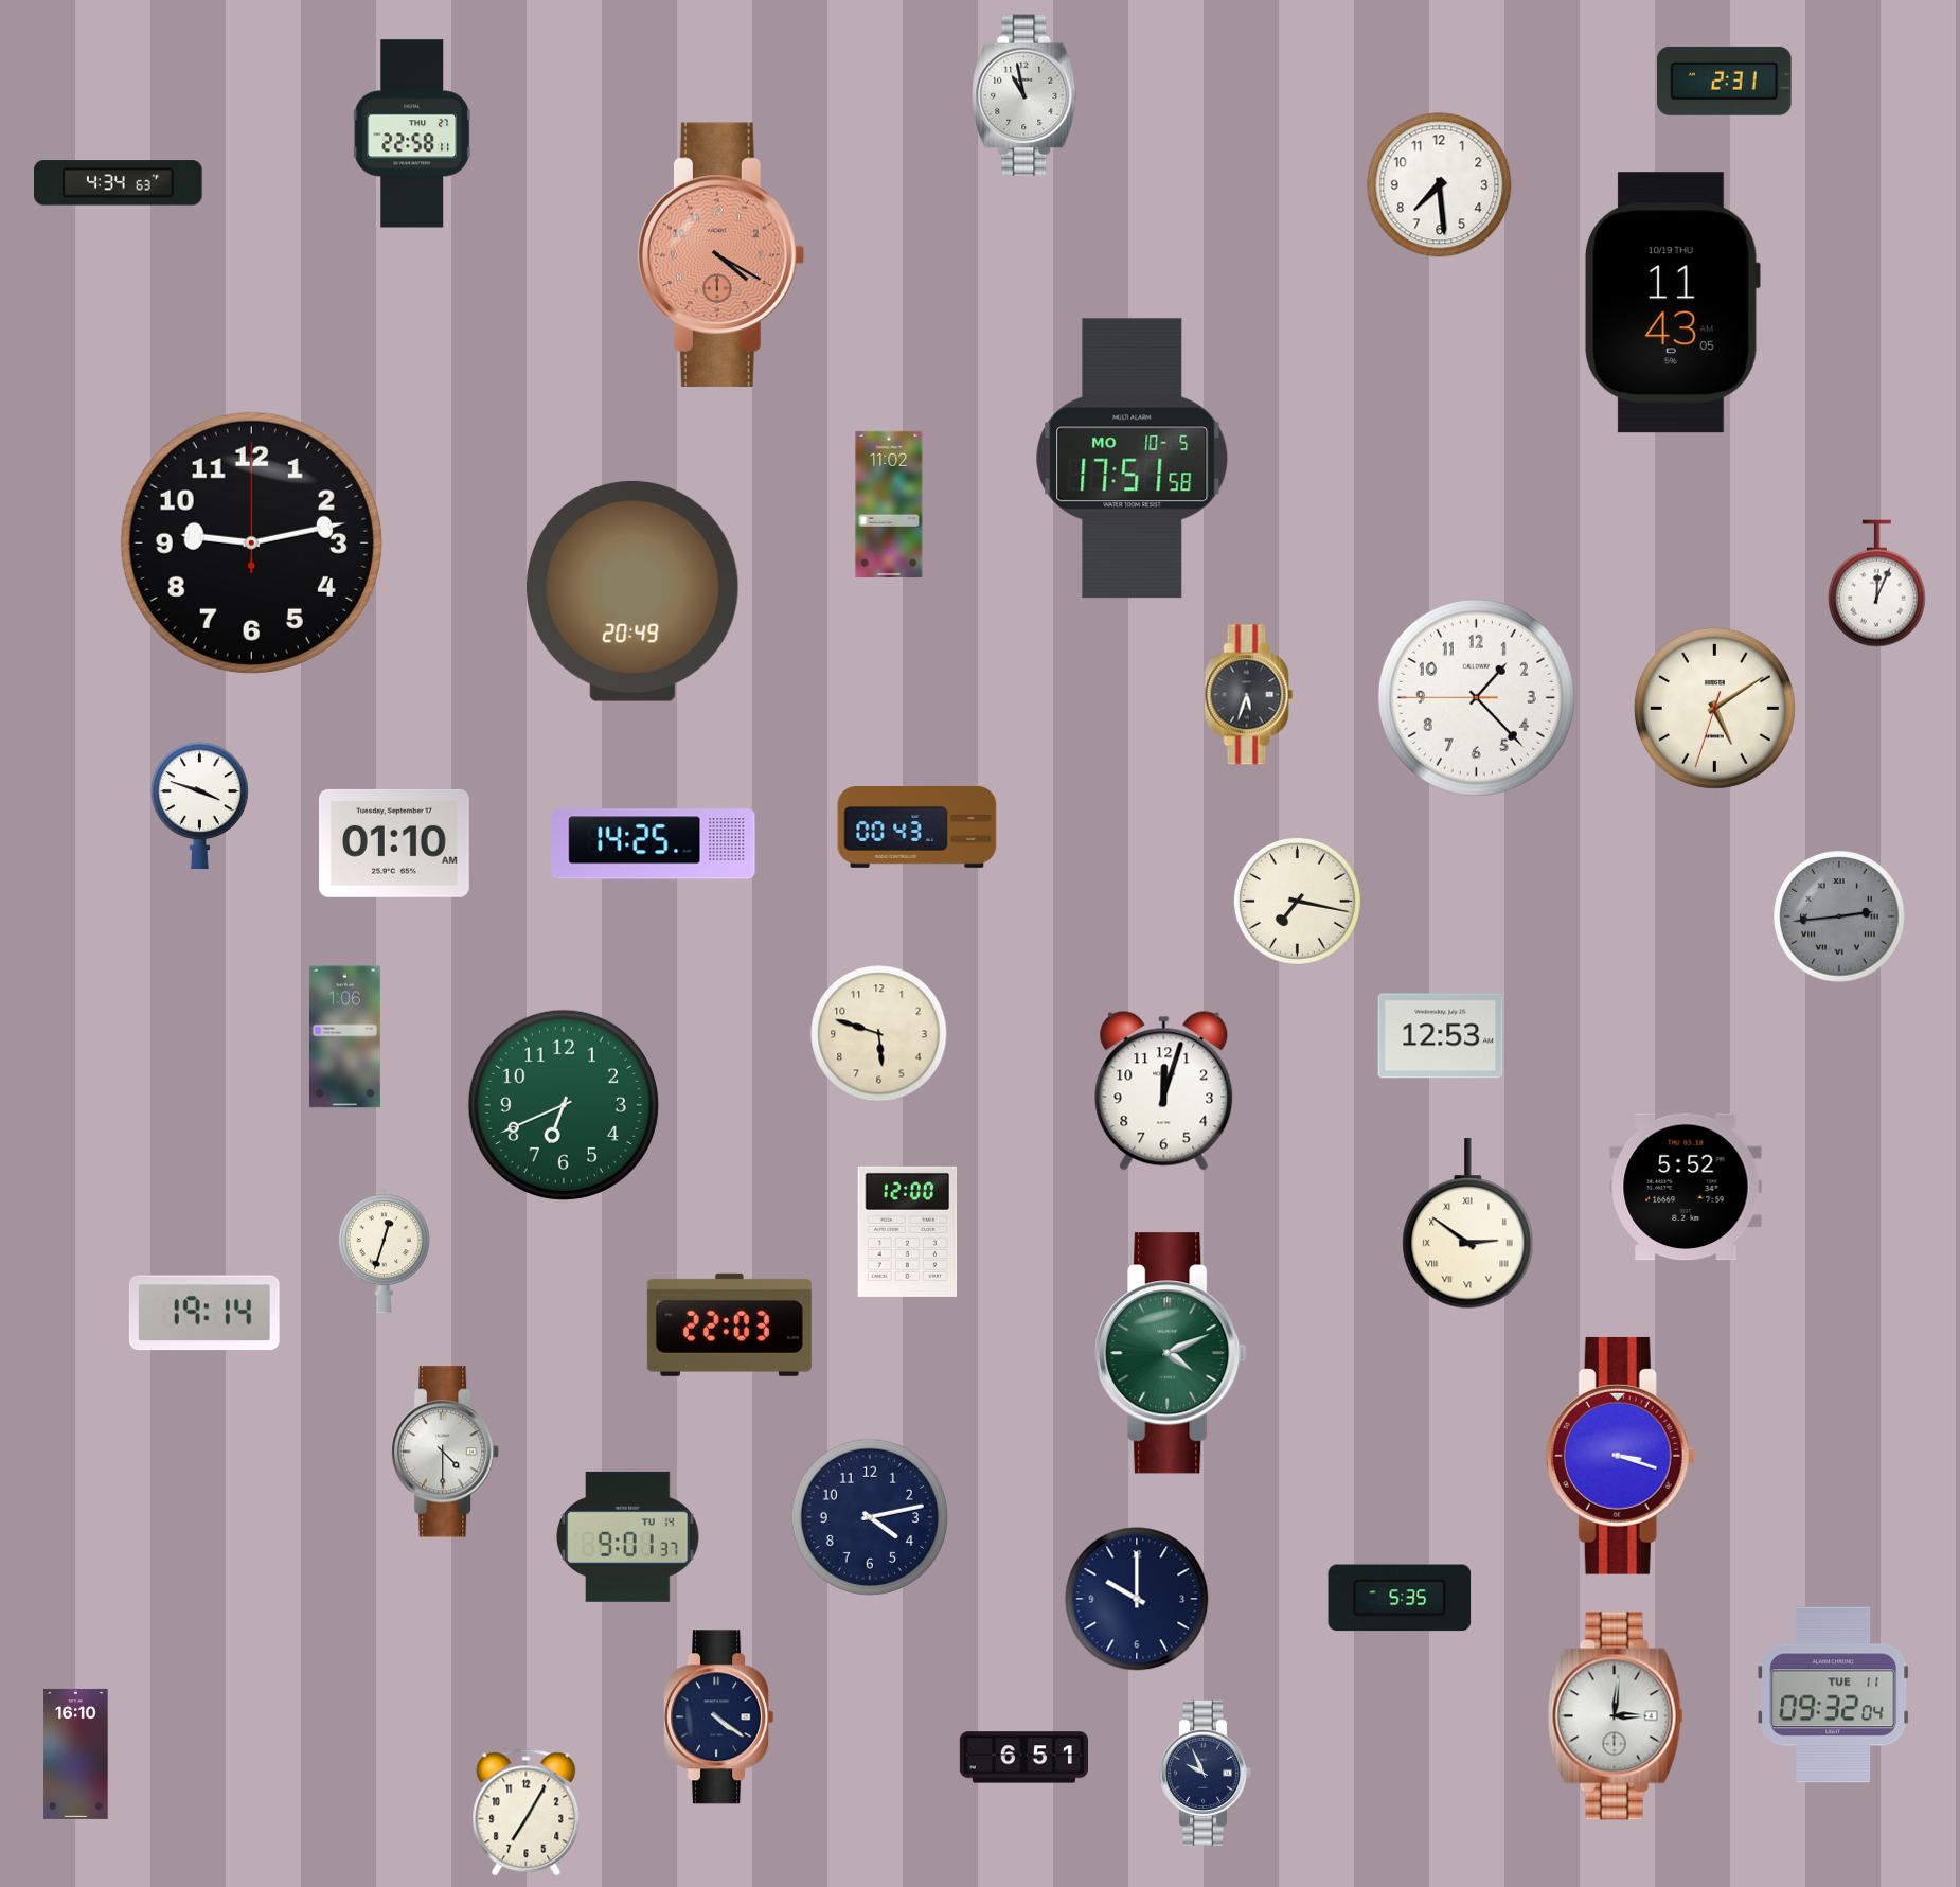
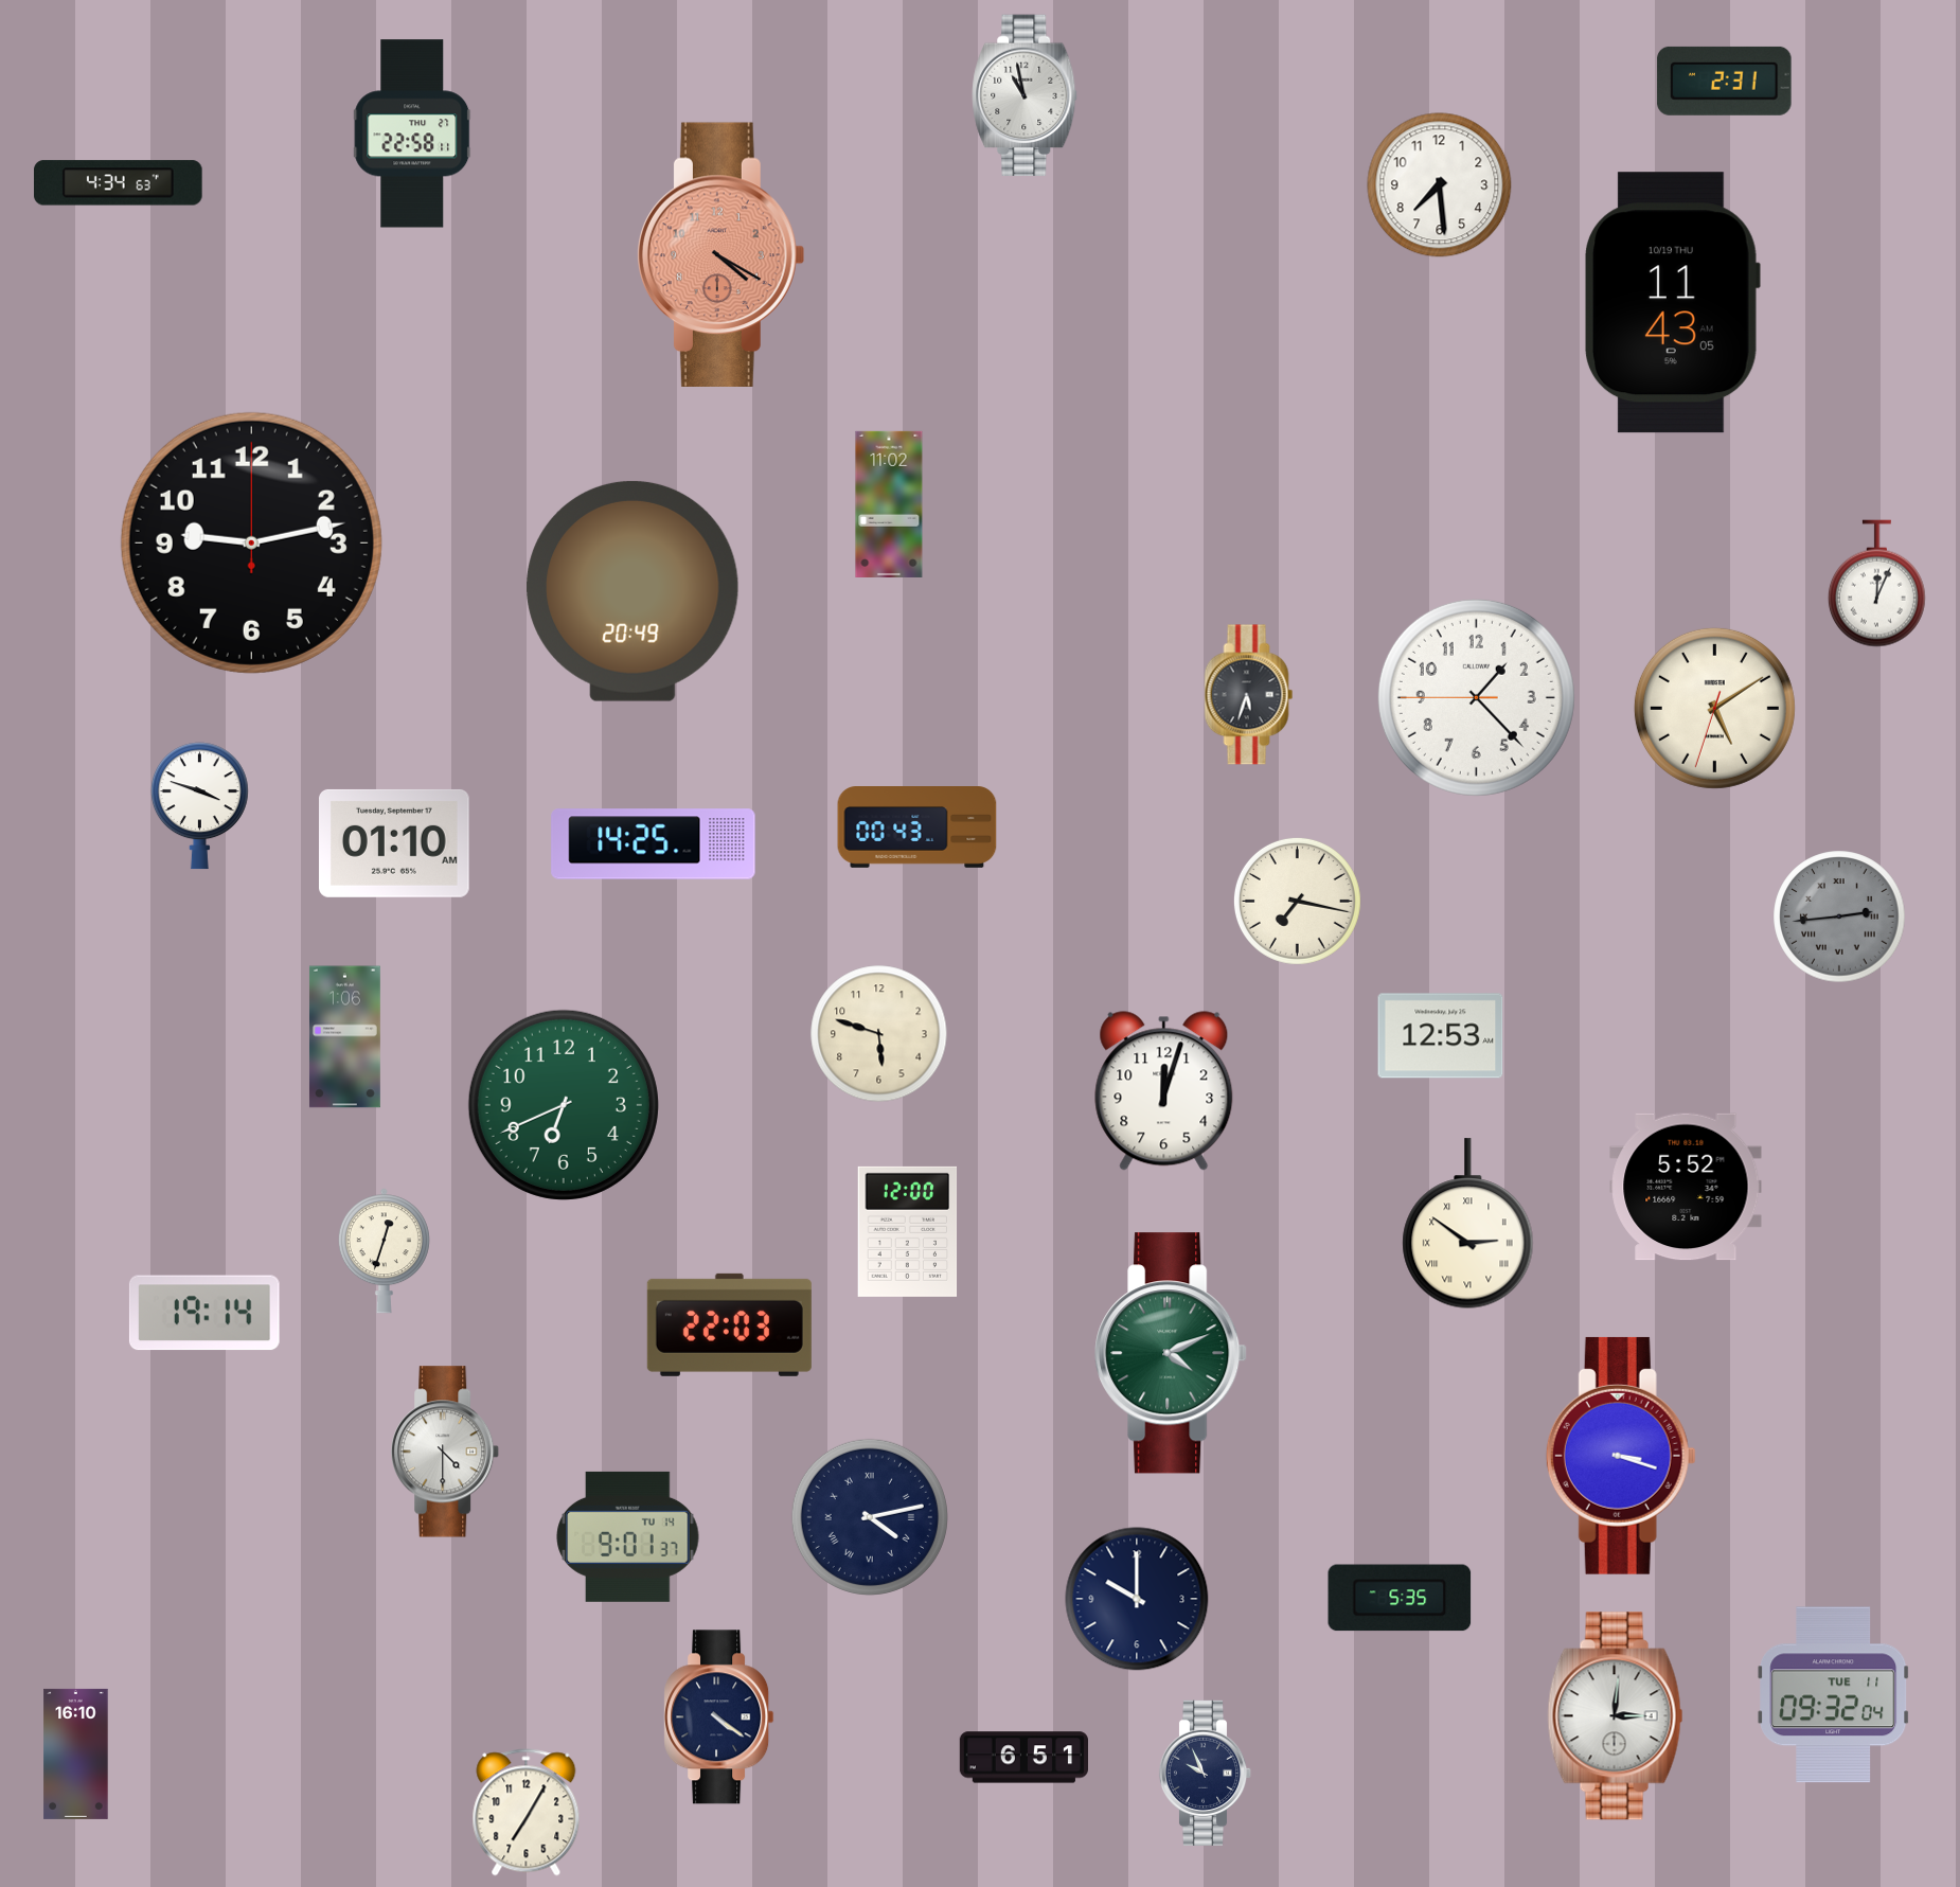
clock at (1133, 459): 17:51 -> none
clock at (870, 1517) numerals: Arabic -> Roman
